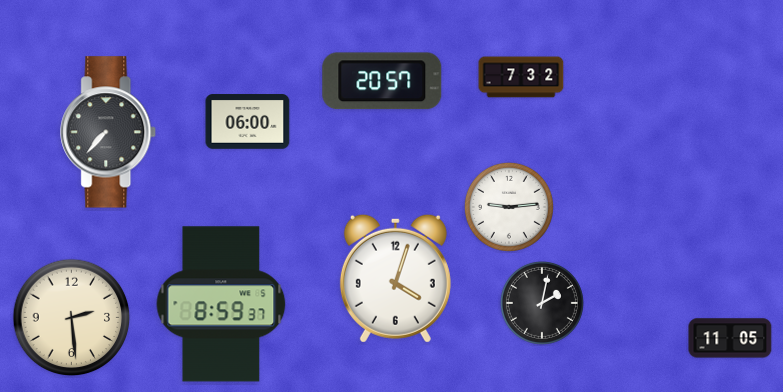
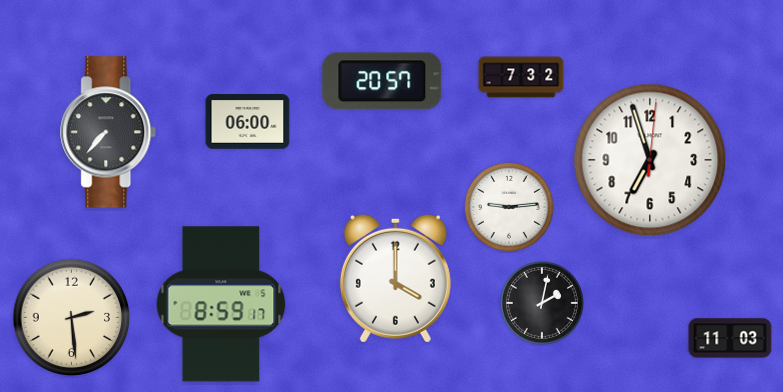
clock at (650, 160): none -> 6:57
clock at (395, 278): 4:03 -> 4:00
clock at (221, 304): 8:59:37 -> 8:59:17
clock at (730, 338): 11:05 -> 11:03
